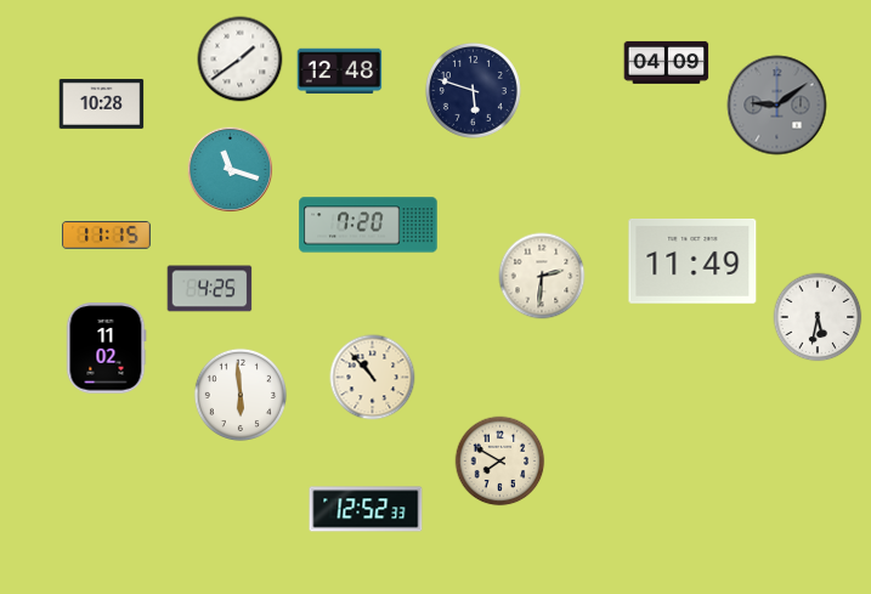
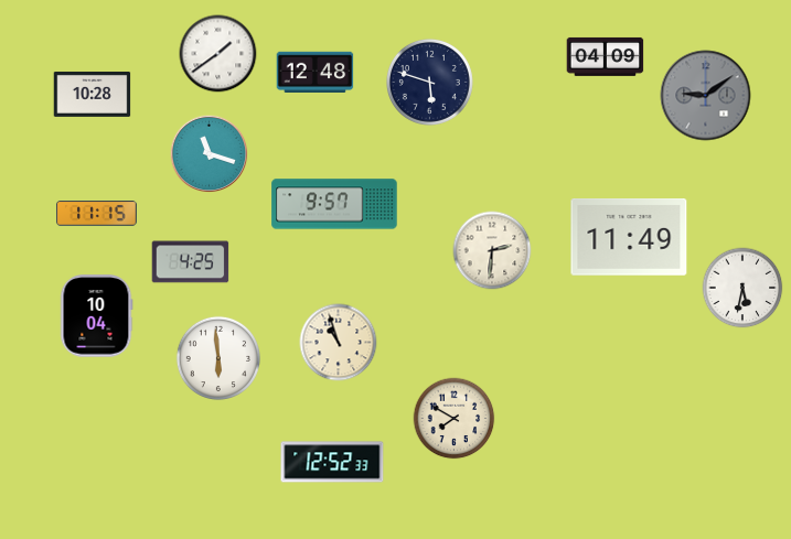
clock at (340, 70) position: (340, 70) -> (316, 72)
clock at (368, 225): 7:20 -> 9:57
clock at (106, 349): 11:02 -> 10:04
clock at (373, 378): 10:53 -> 10:57
